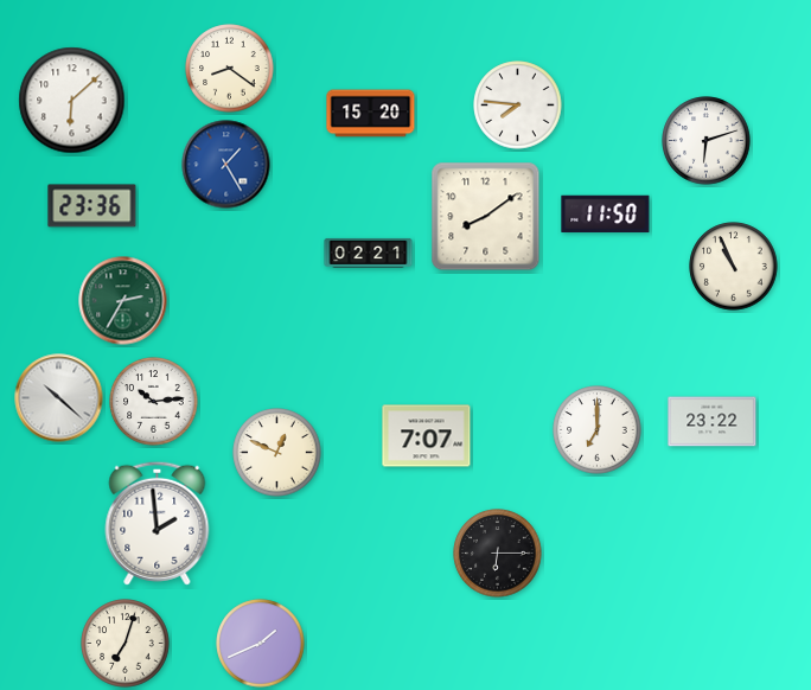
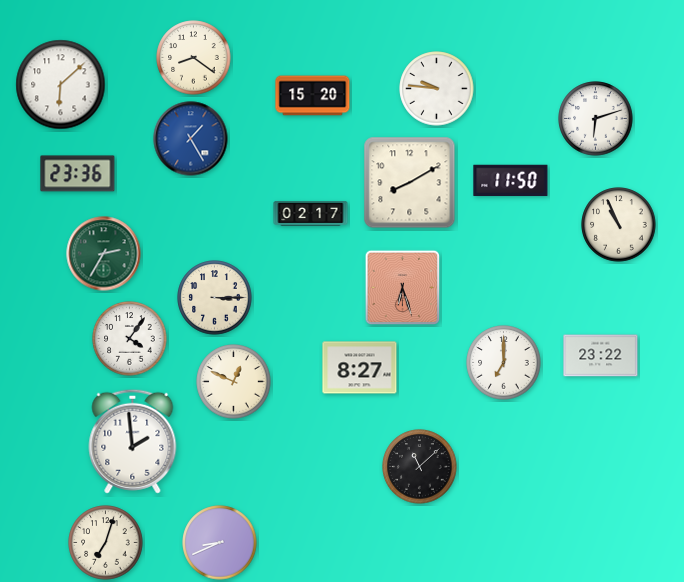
clock at (518, 106): 7:46 -> 9:46
clock at (486, 217): 8:09 -> 8:10
clock at (369, 254): 02:21 -> 02:17
clock at (403, 288): none -> 6:27
clock at (215, 298): none -> 3:15
clock at (59, 398): 10:22 -> none
clock at (154, 402): 10:14 -> 4:06
clock at (427, 436): 7:07 -> 8:27
clock at (498, 554): 6:15 -> 11:08
clock at (261, 644): 1:41 -> 8:41
